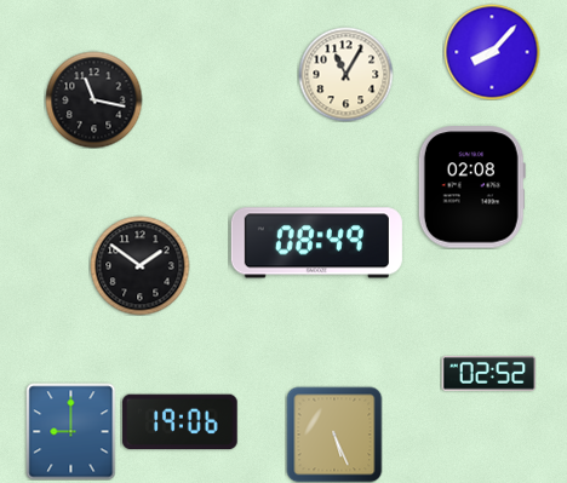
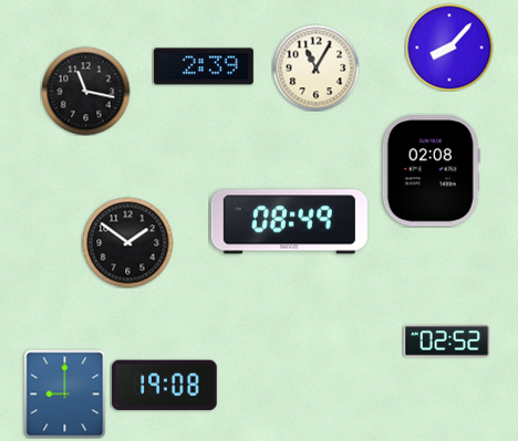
clock at (204, 66): none -> 2:39
clock at (181, 422): 19:06 -> 19:08
clock at (334, 435): 5:26 -> none
